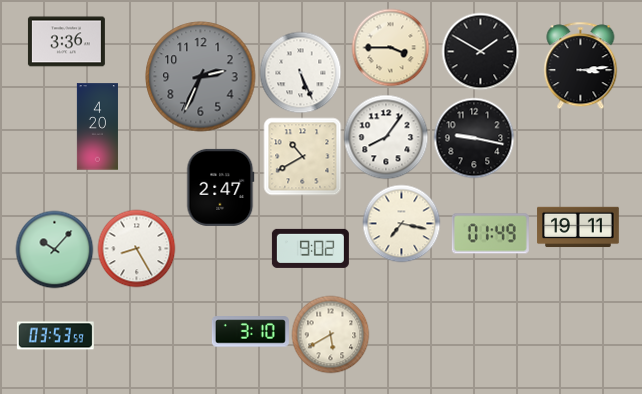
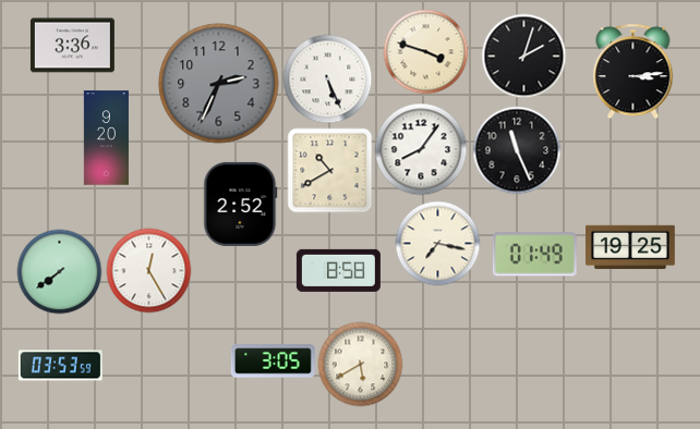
clock at (390, 47): 3:45 -> 3:48
clock at (480, 51): 1:50 -> 2:03
clock at (97, 127): 4:20 -> 9:20
clock at (474, 138): 9:17 -> 11:26
clock at (221, 187): 2:47 -> 2:52
clock at (578, 227): 19:11 -> 19:25
clock at (136, 248): 8:25 -> 12:25
clock at (310, 248): 9:02 -> 8:58
clock at (54, 249): 10:07 -> 7:39
clock at (250, 332): 3:10 -> 3:05
